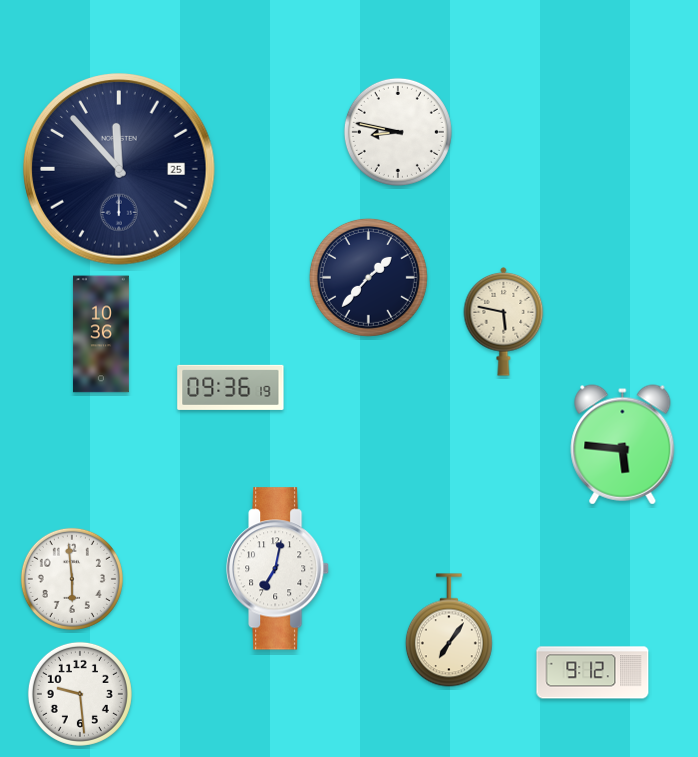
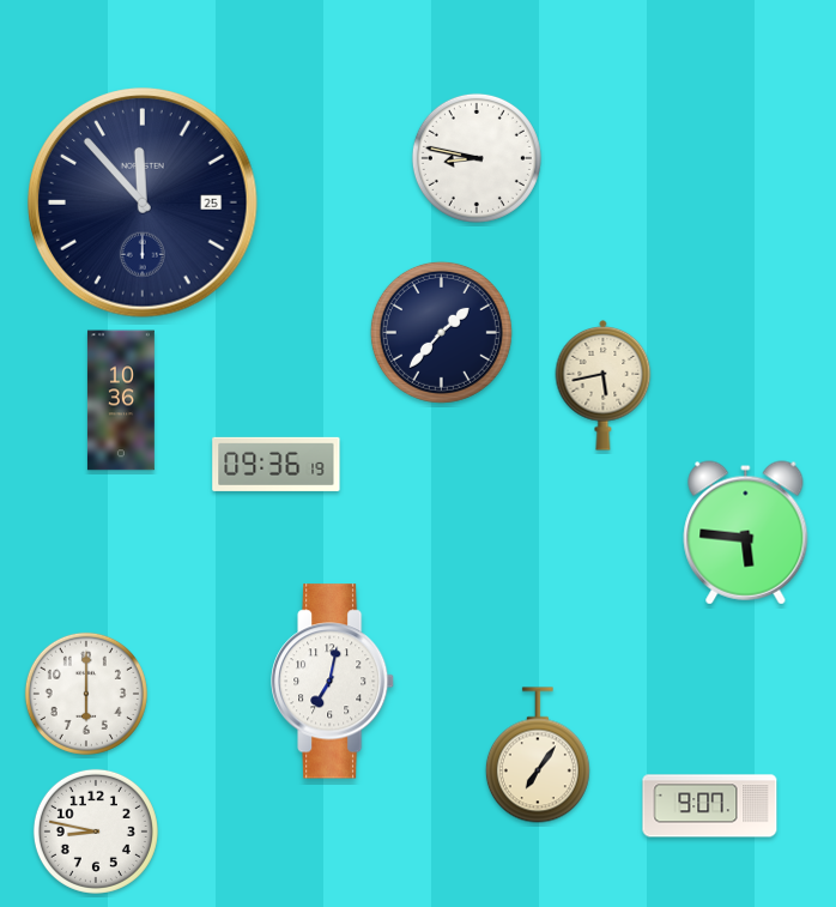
clock at (504, 322): 5:47 -> 5:43
clock at (72, 579): 5:59 -> 6:00
clock at (593, 673): 9:12 -> 9:07
clock at (80, 694): 9:29 -> 8:47
